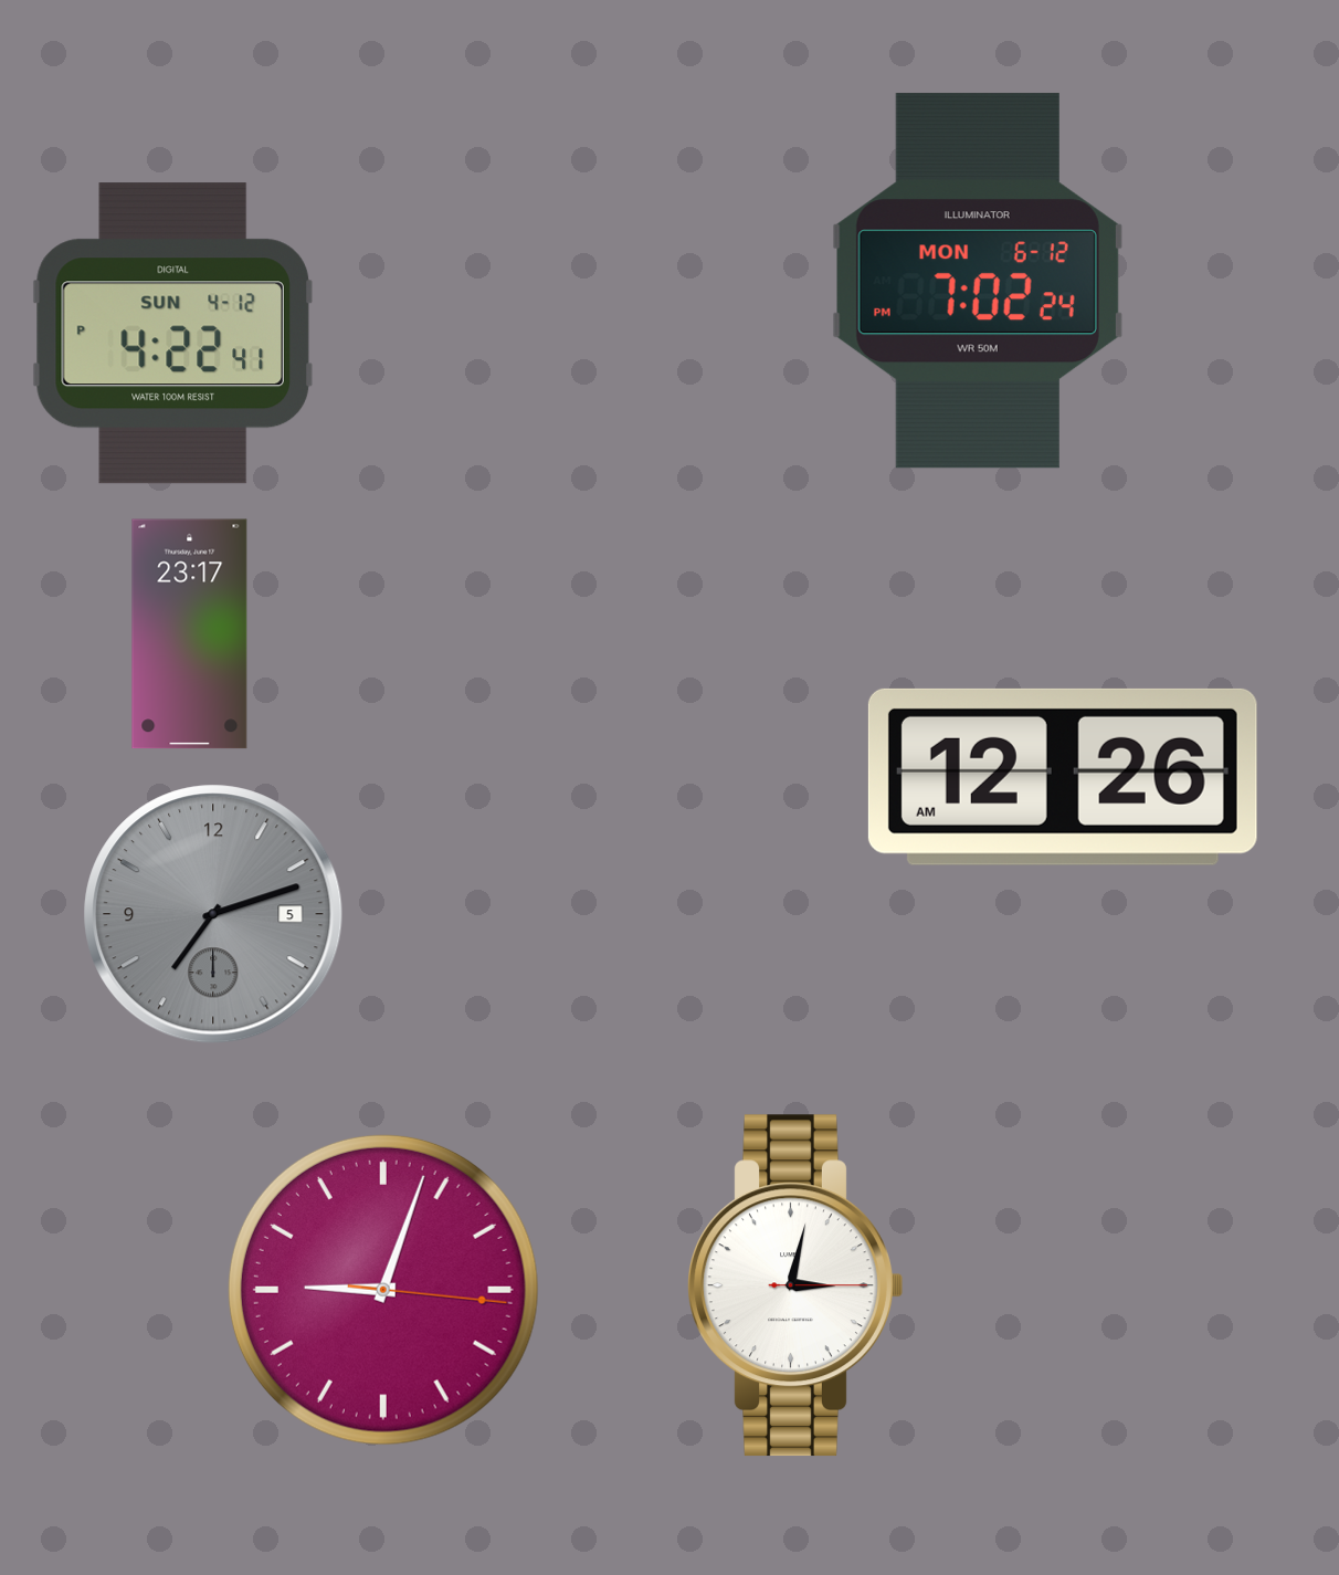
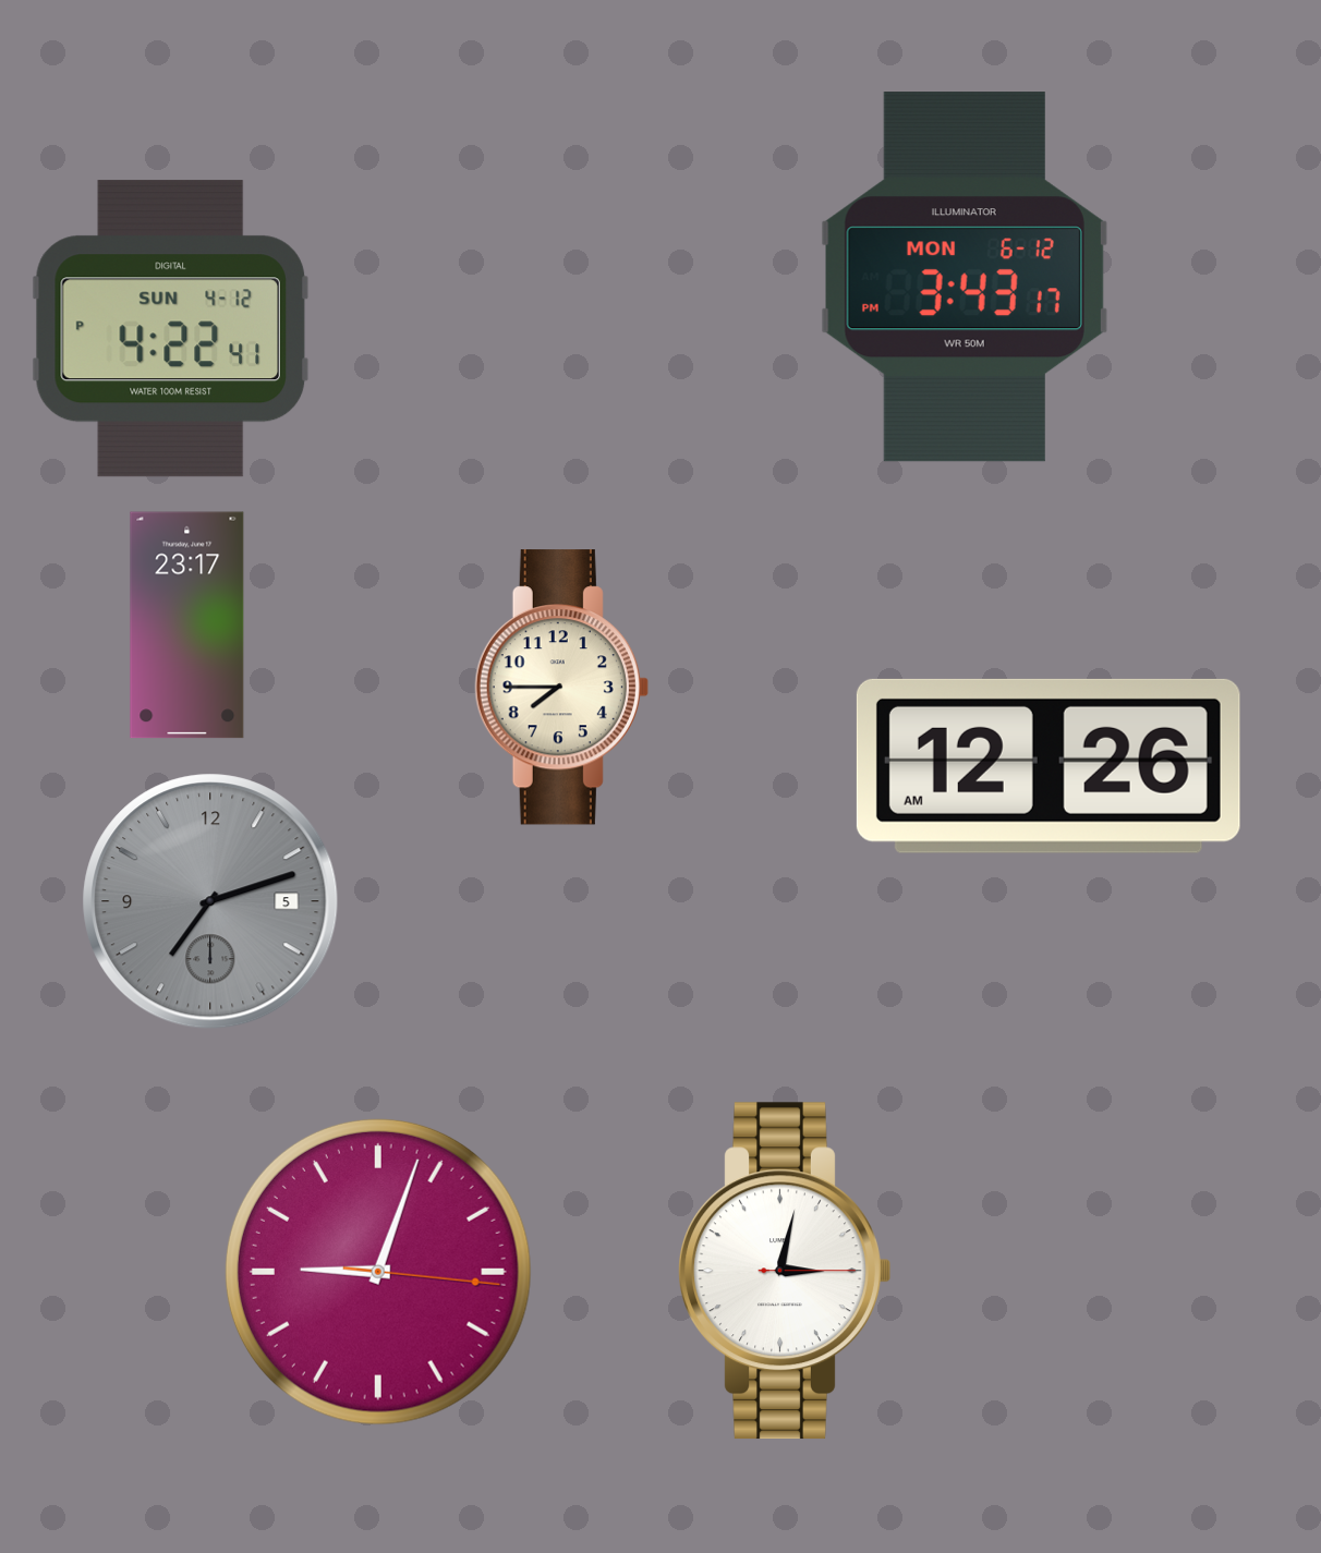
clock at (978, 281): 7:02 -> 3:43
clock at (561, 688): none -> 7:45
clock at (795, 1285) position: (795, 1285) -> (785, 1271)
